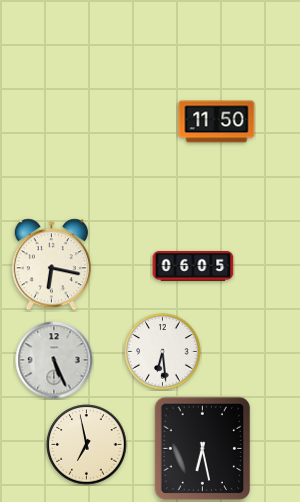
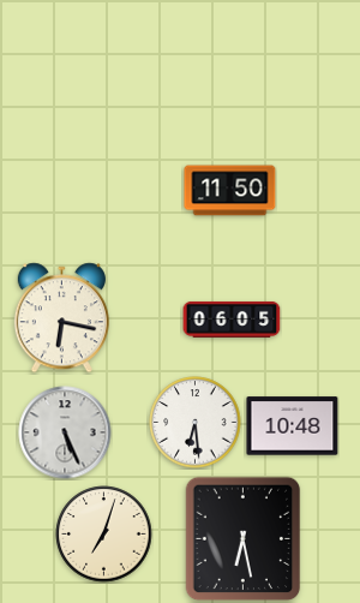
clock at (217, 122) position: (217, 122) -> (230, 191)
clock at (293, 426): none -> 10:48
clock at (87, 445): 6:58 -> 7:03
